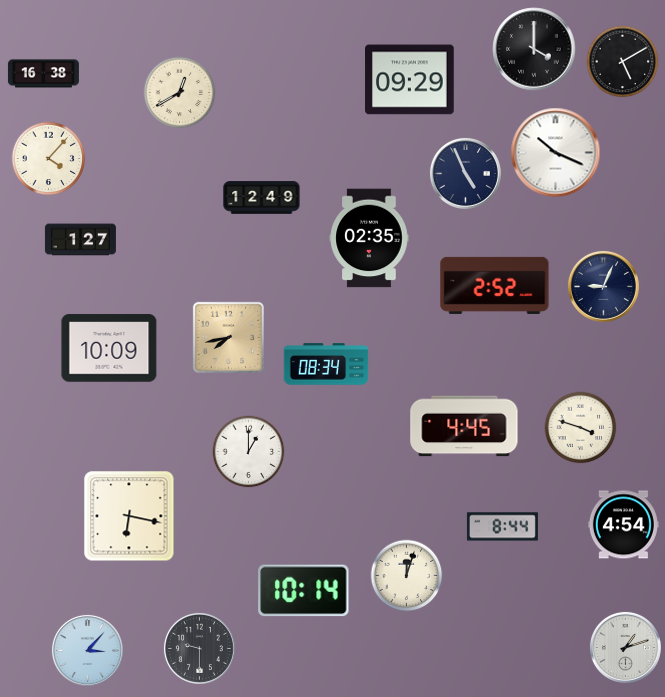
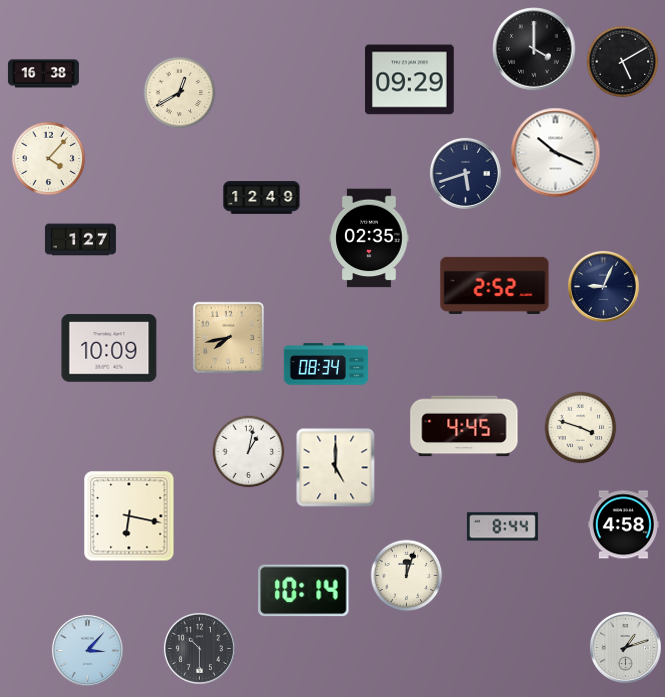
clock at (465, 173): 4:56 -> 5:42
clock at (249, 452): 1:00 -> 1:02
clock at (336, 468): none -> 5:00
clock at (623, 525): 4:54 -> 4:58
clock at (199, 648): 9:30 -> 10:30
